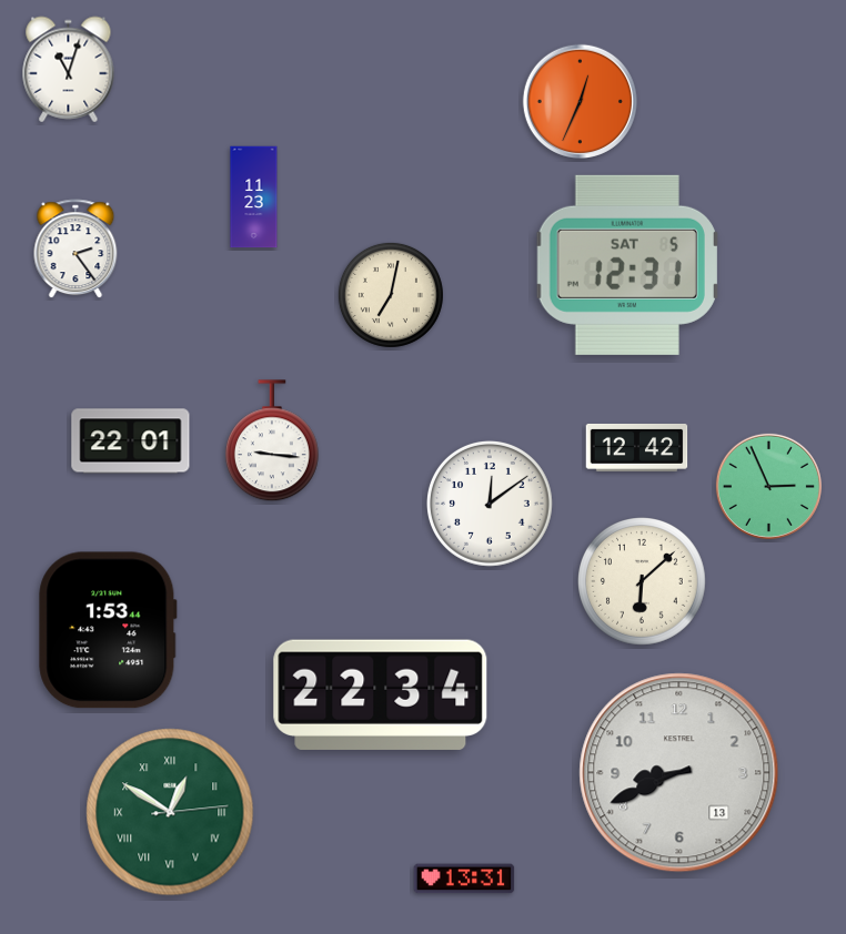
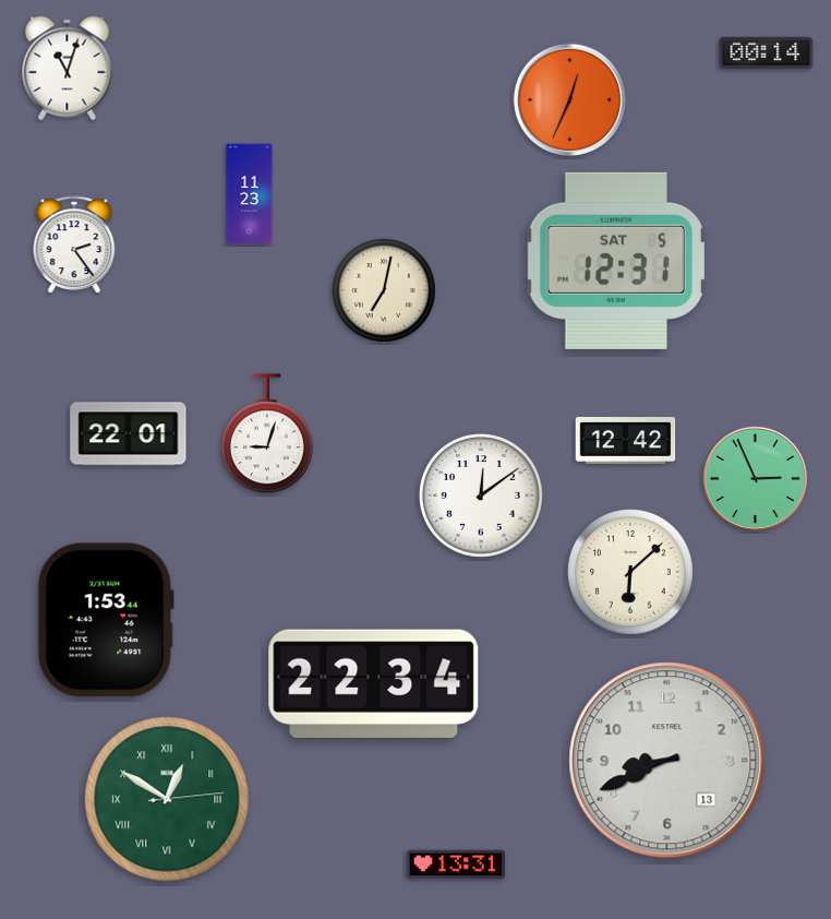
clock at (767, 52): none -> 00:14
clock at (272, 441): 9:16 -> 9:03
